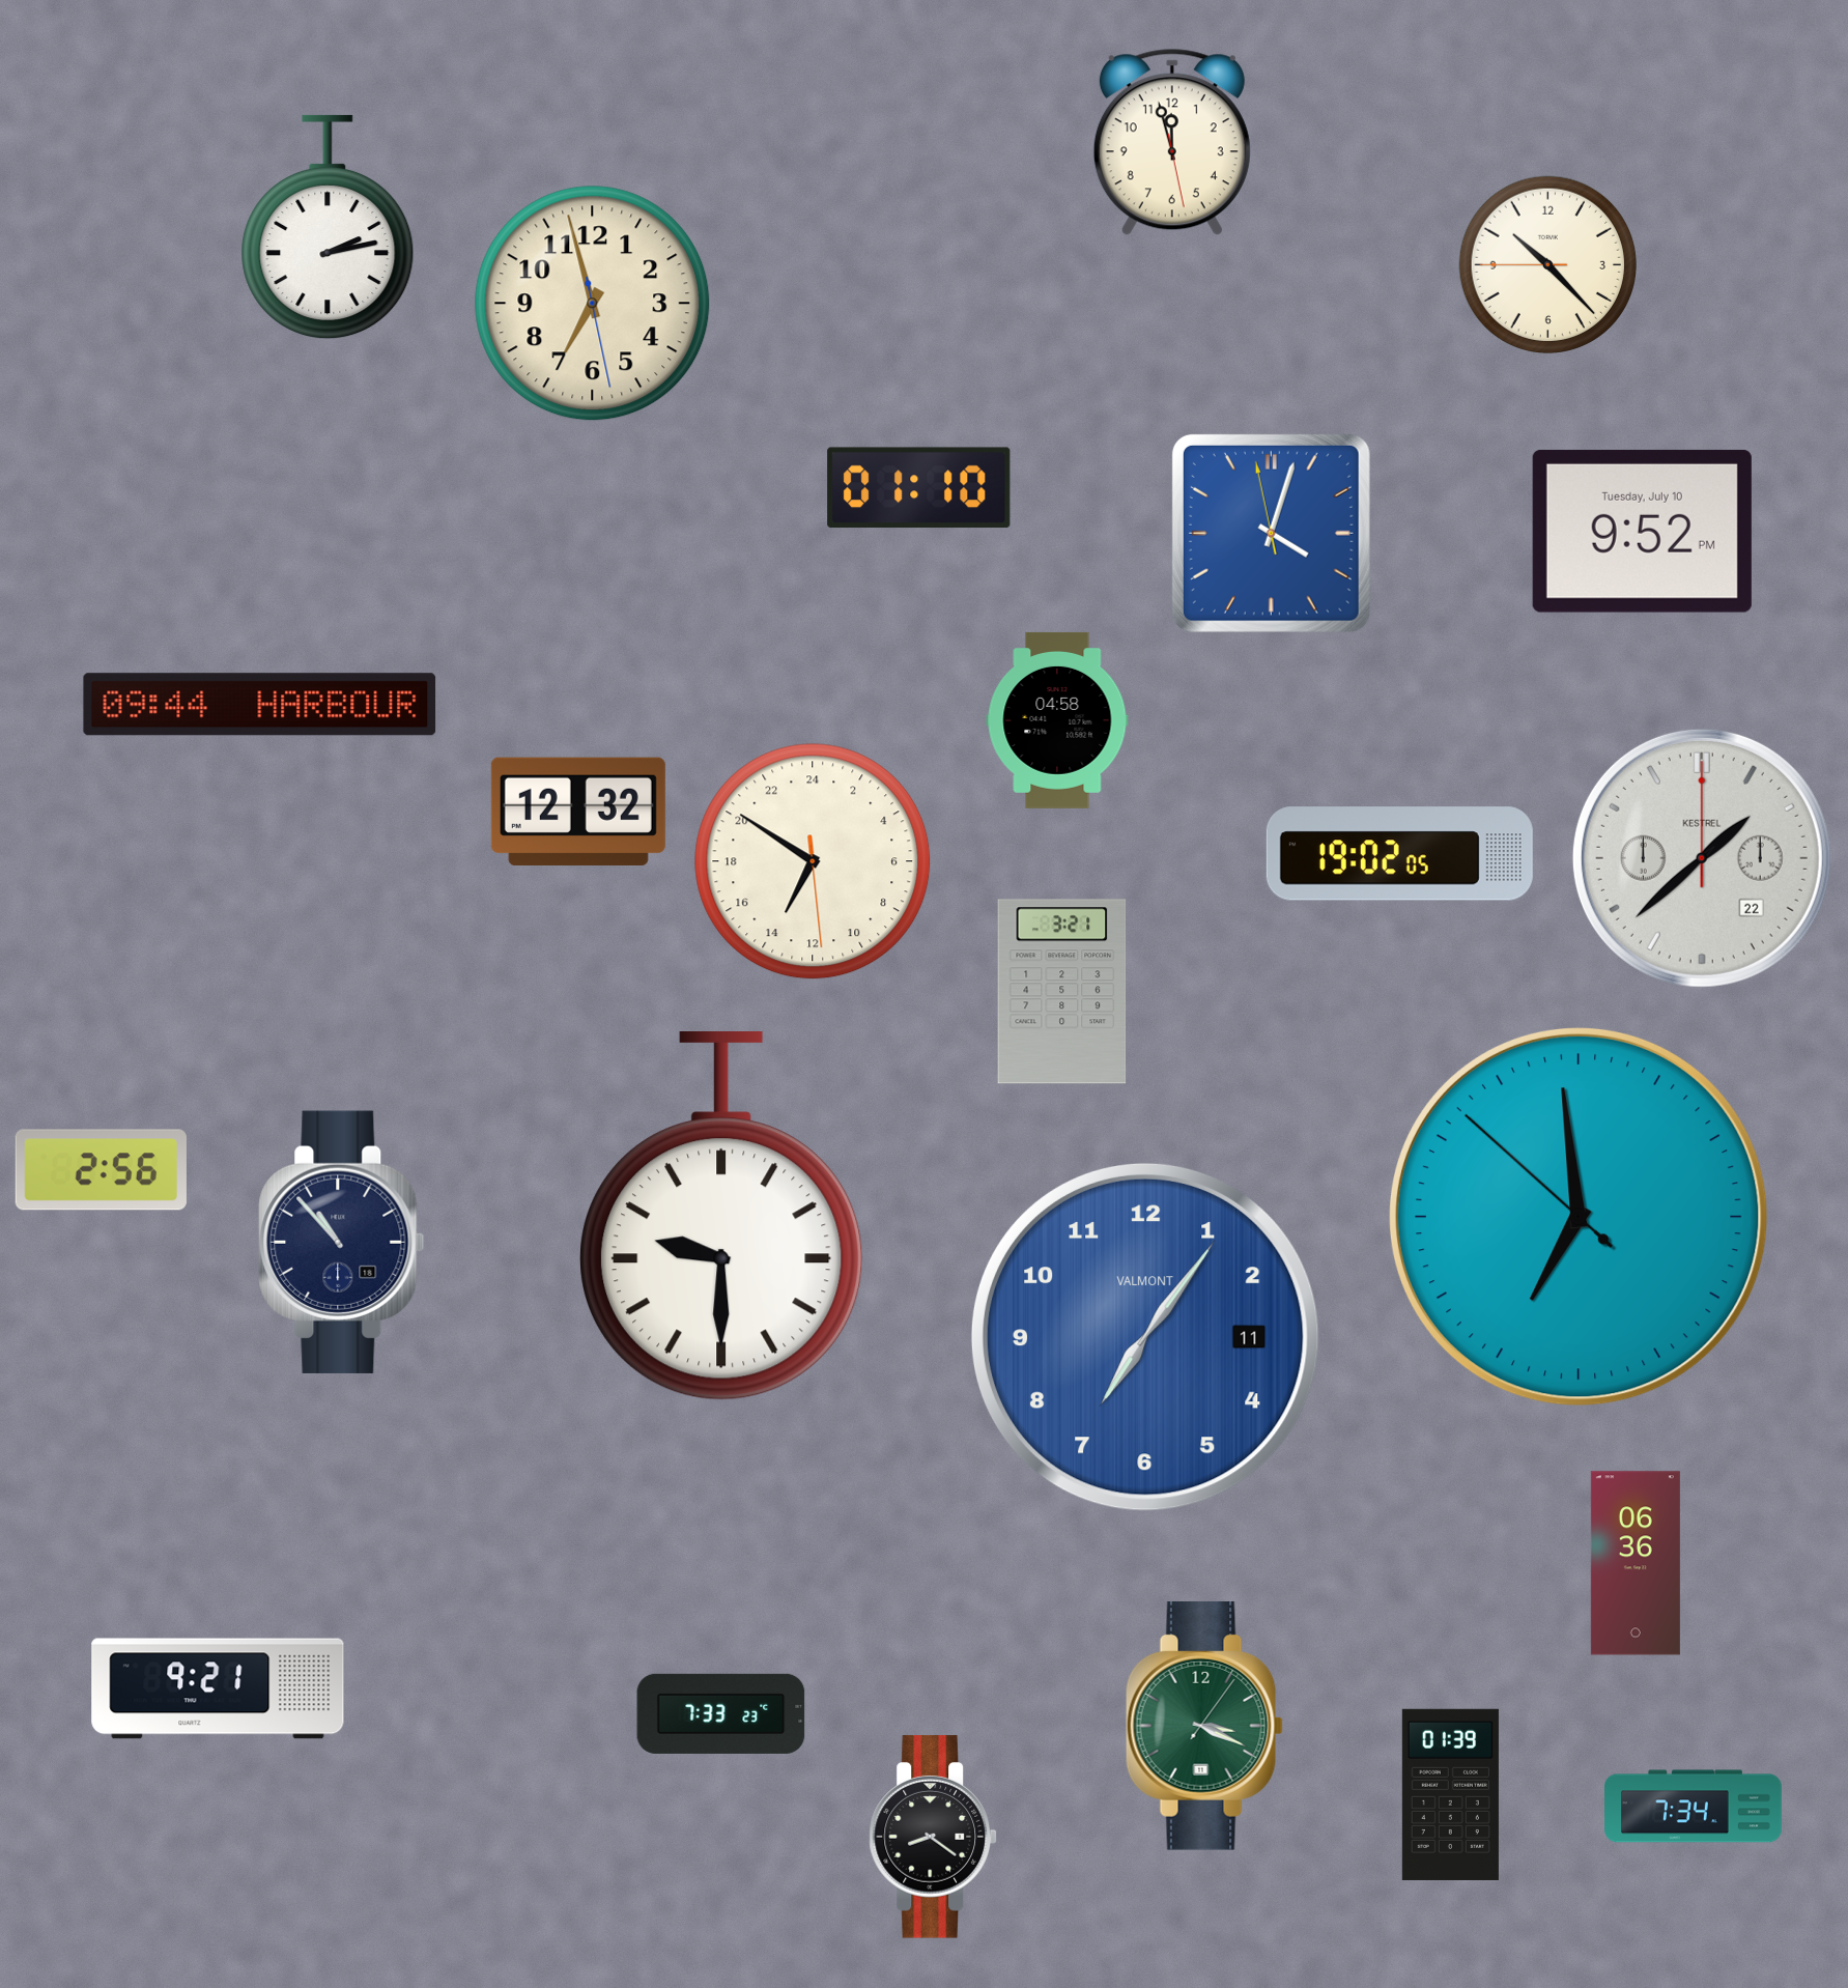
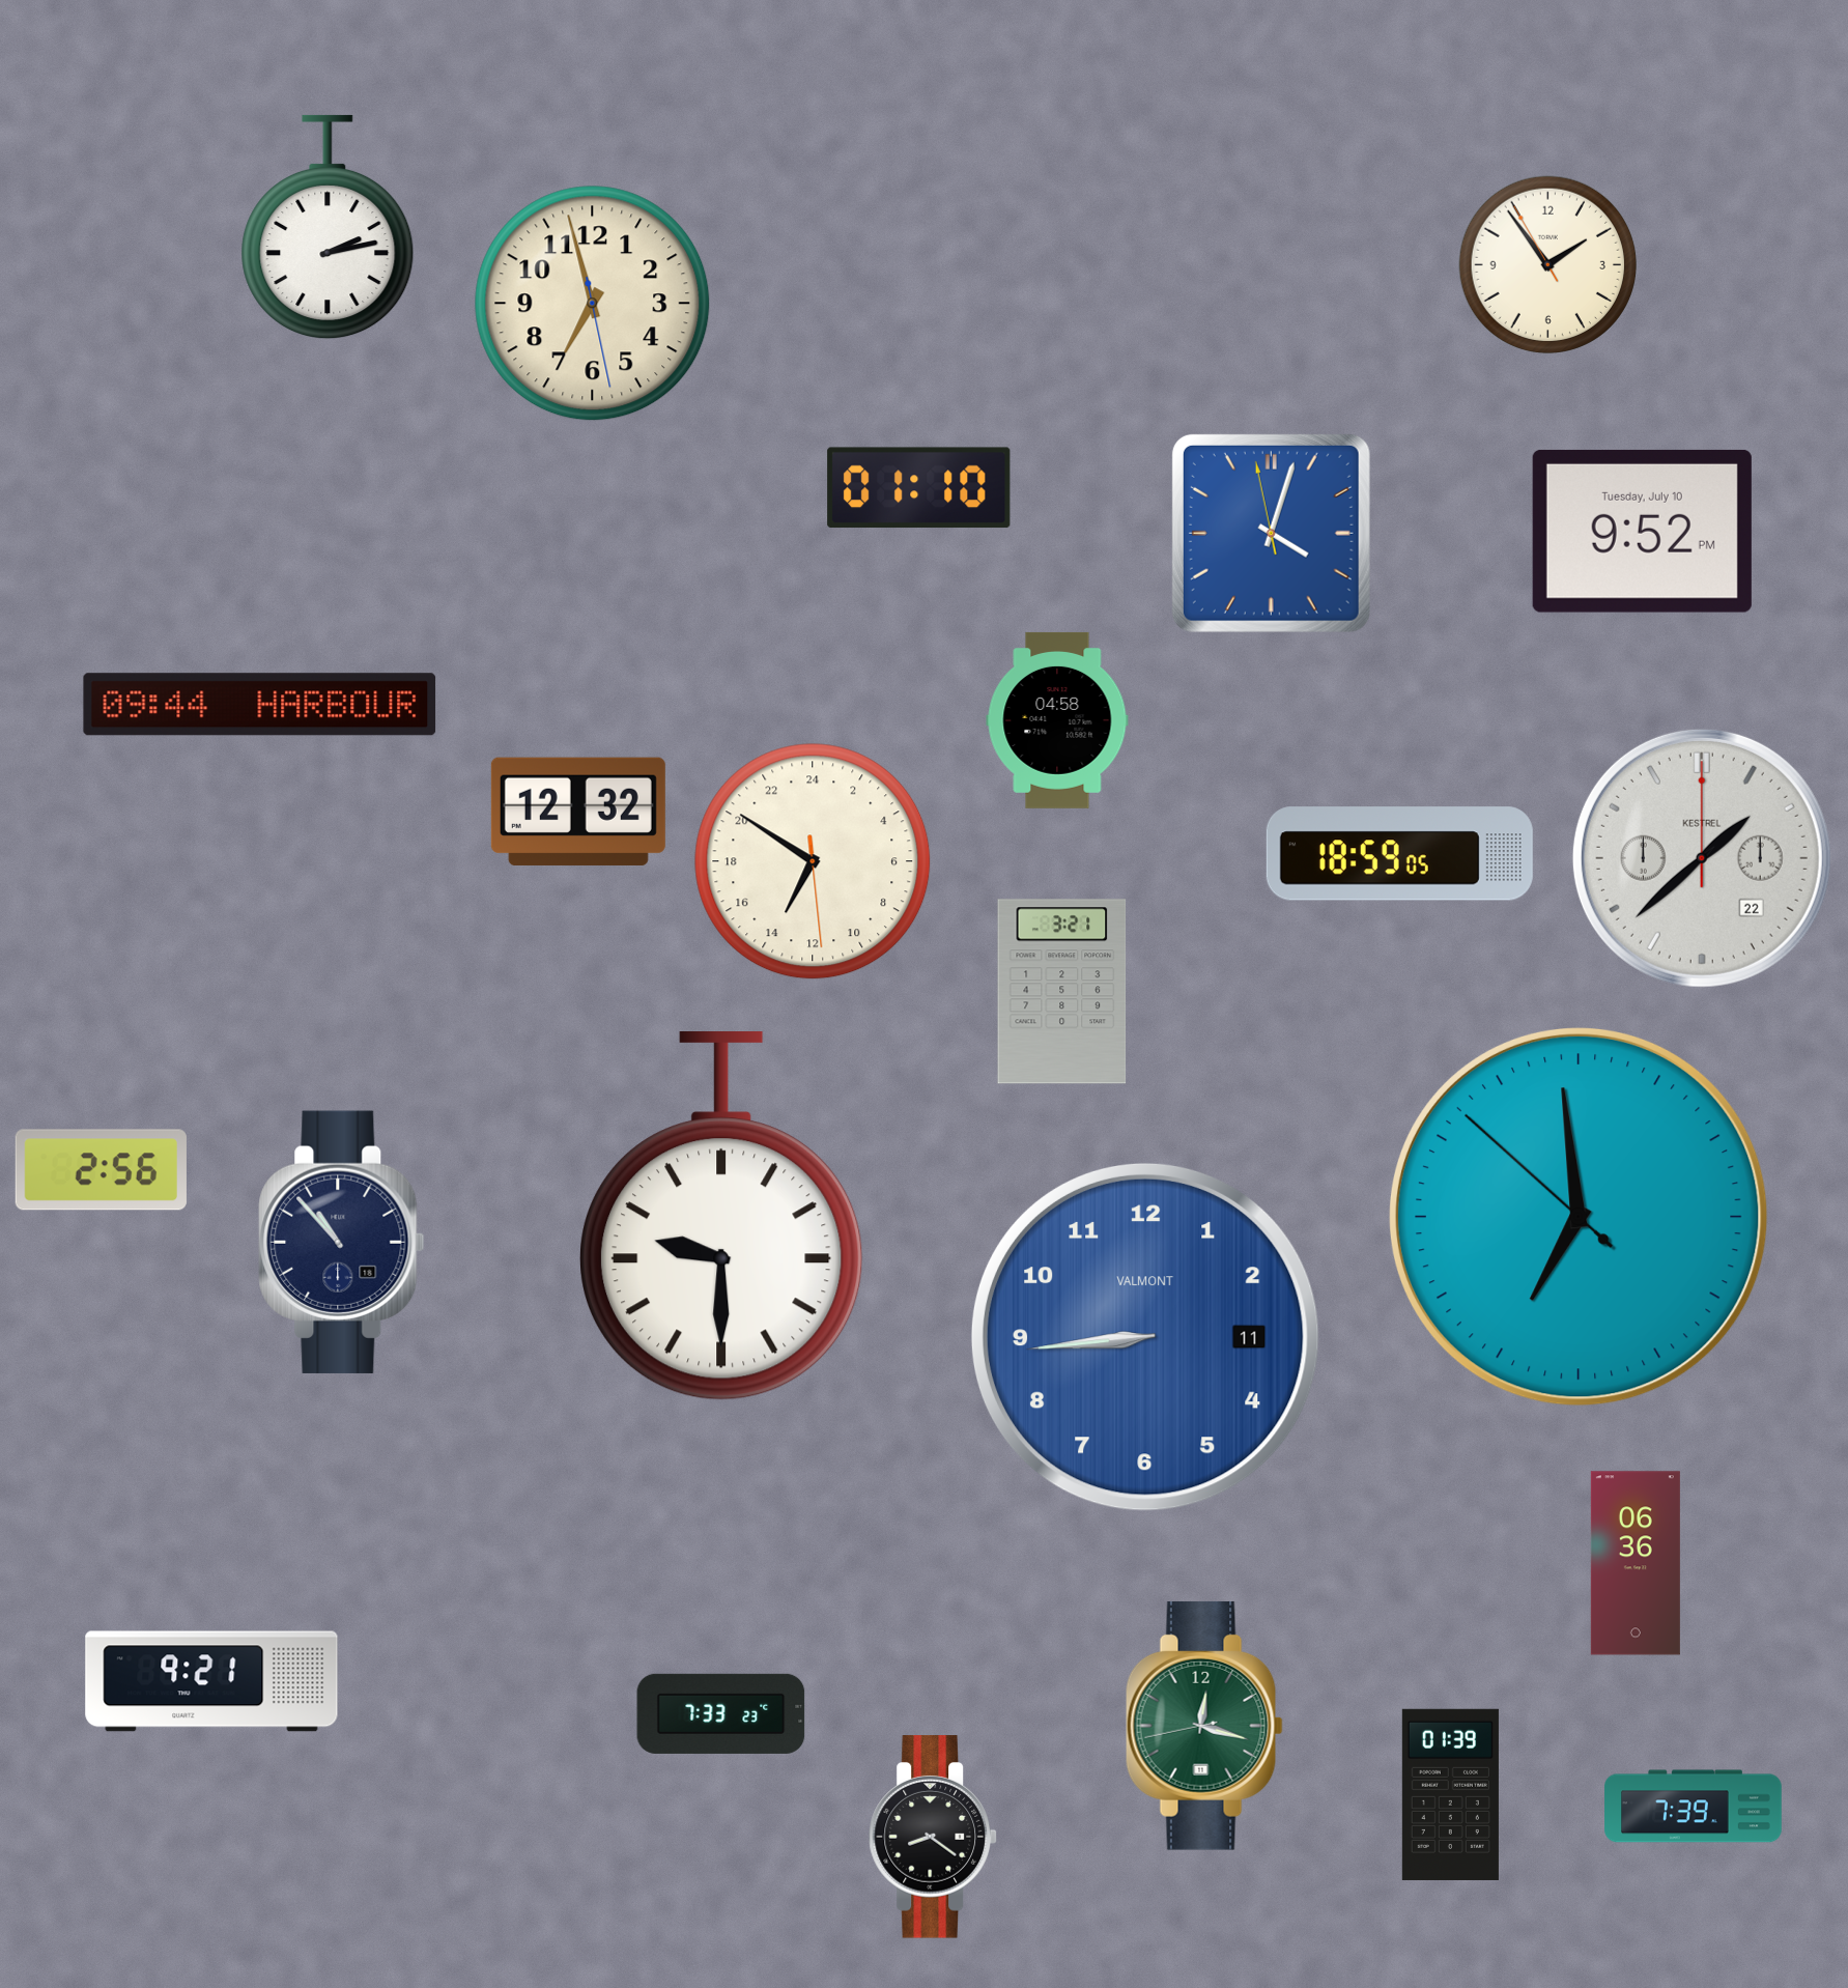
clock at (1172, 142): 11:57 -> none
clock at (1547, 264): 10:22 -> 1:53
clock at (1399, 854): 19:02 -> 18:59
clock at (1145, 1337): 7:06 -> 8:44
clock at (218, 1688) position: (218, 1688) -> (211, 1681)
clock at (1204, 1726): 3:19 -> 12:17
clock at (1694, 1807): 7:34 -> 7:39
